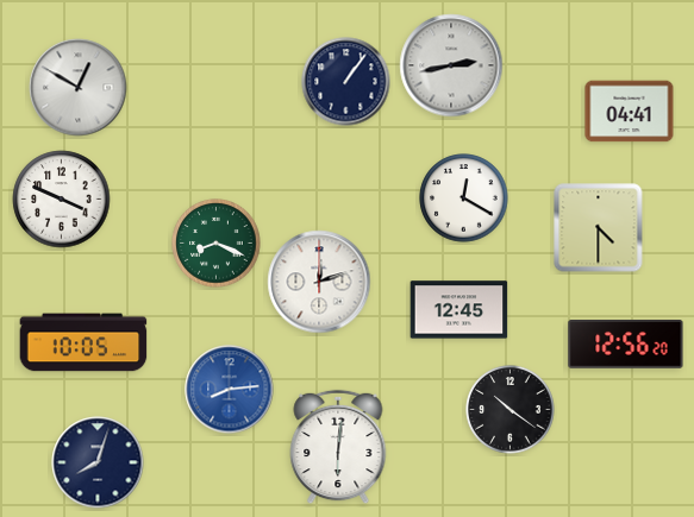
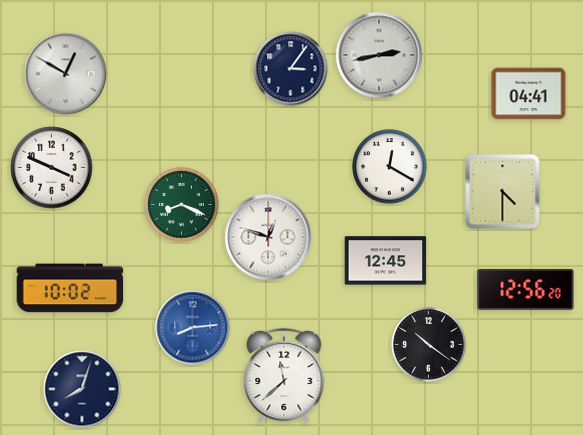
clock at (346, 82): 1:06 -> 3:06
clock at (319, 282): 12:12 -> 12:48
clock at (83, 342): 10:05 -> 10:02
clock at (338, 447): 6:01 -> 11:38
